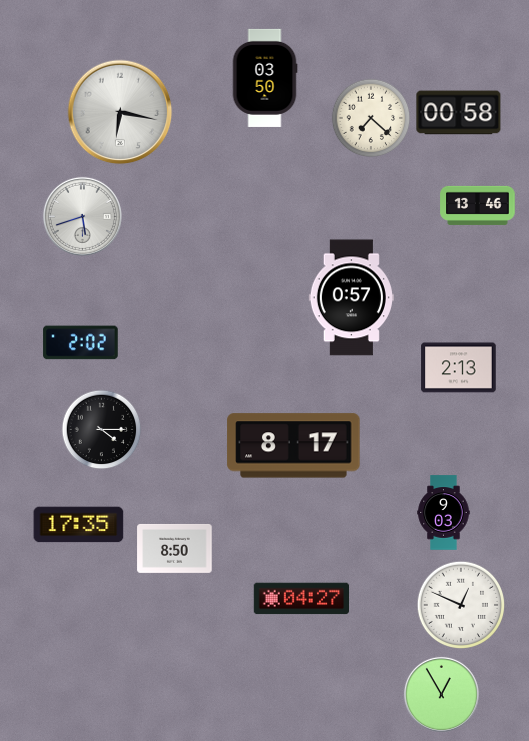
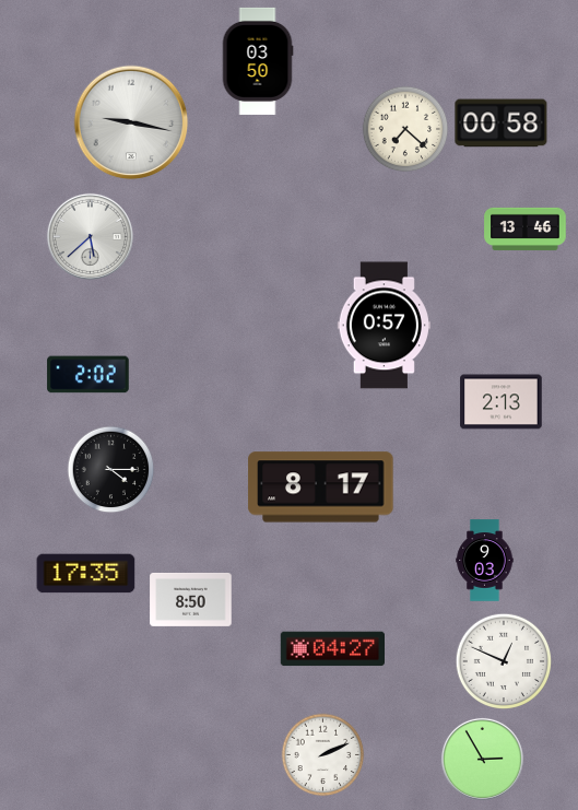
clock at (265, 78) position: (265, 78) -> (258, 61)
clock at (120, 112): 6:17 -> 9:17
clock at (478, 205) position: (478, 205) -> (526, 228)
clock at (82, 216): 5:42 -> 5:38
clock at (301, 599) position: (301, 599) -> (332, 649)
clock at (323, 755): none -> 2:11
clock at (441, 694): 12:55 -> 2:55
